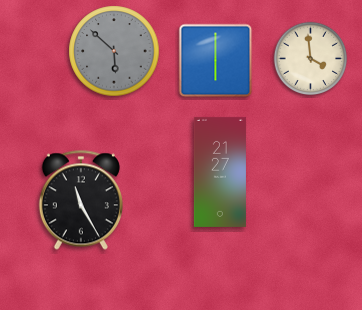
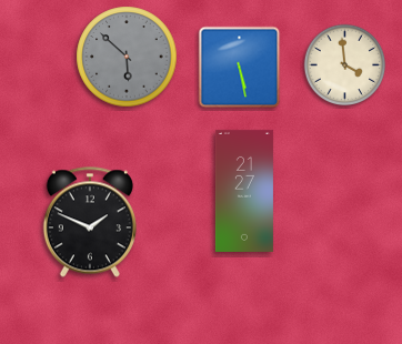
clock at (216, 61): 6:00 -> 5:28
clock at (81, 200): 11:25 -> 1:49
